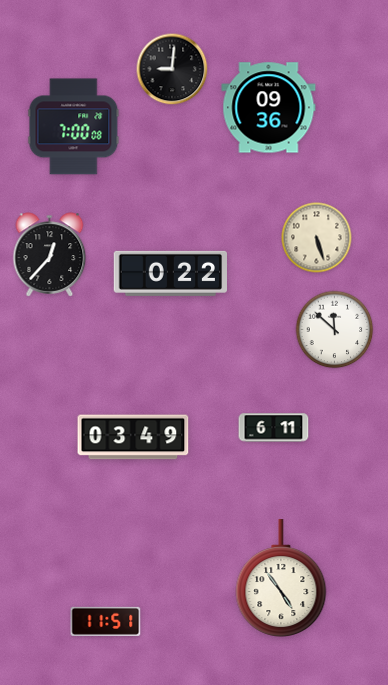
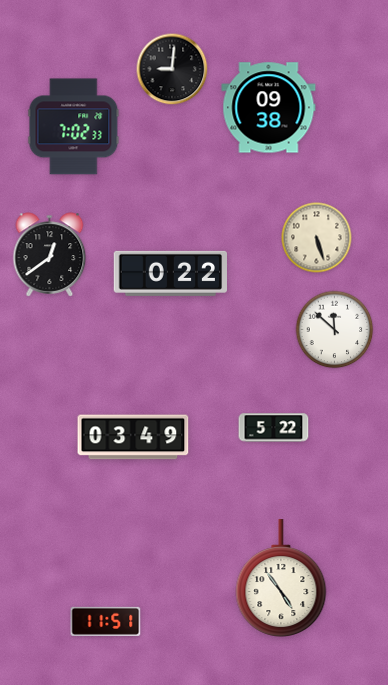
clock at (269, 108): 09:36 -> 09:38
clock at (74, 127): 7:00 -> 7:02
clock at (50, 255): 12:37 -> 12:39
clock at (274, 428): 6:11 -> 5:22
